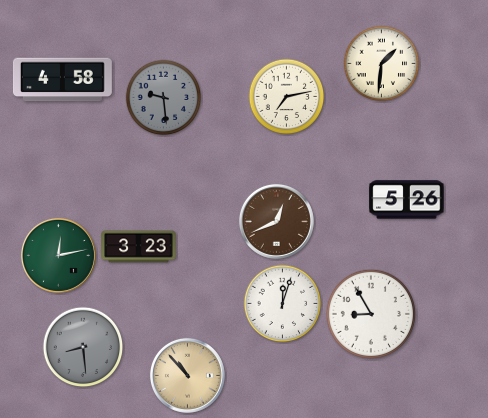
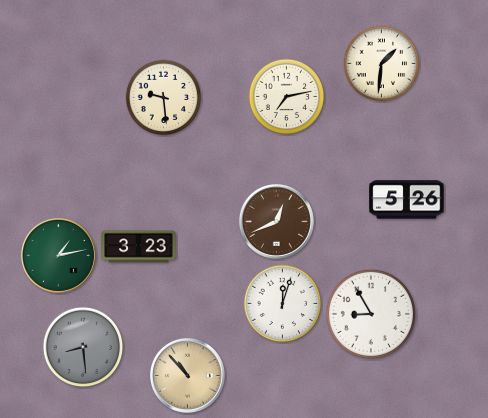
clock at (62, 80): 4:58 -> none
clock at (164, 98) dial: grey -> cream
clock at (58, 255): 12:13 -> 1:13
